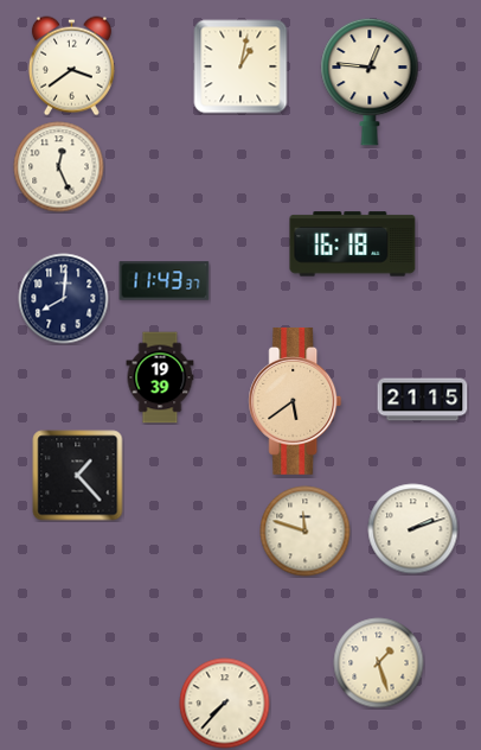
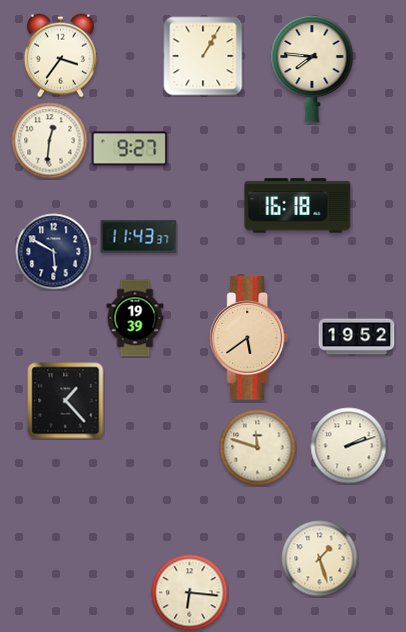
clock at (71, 66): 3:39 -> 3:36
clock at (240, 66): 1:02 -> 1:05
clock at (370, 82): 12:46 -> 7:46
clock at (59, 167): 12:26 -> 12:31
clock at (130, 149): none -> 9:27
clock at (64, 299): 8:01 -> 5:50
clock at (423, 400): 21:15 -> 19:52
clock at (225, 704): 7:37 -> 6:16
